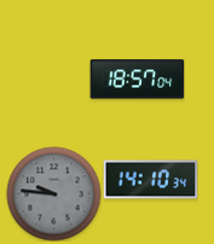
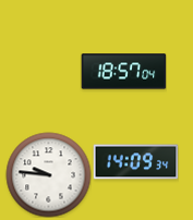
clock at (150, 180): 14:10 -> 14:09
clock at (53, 193) dial: grey -> white
